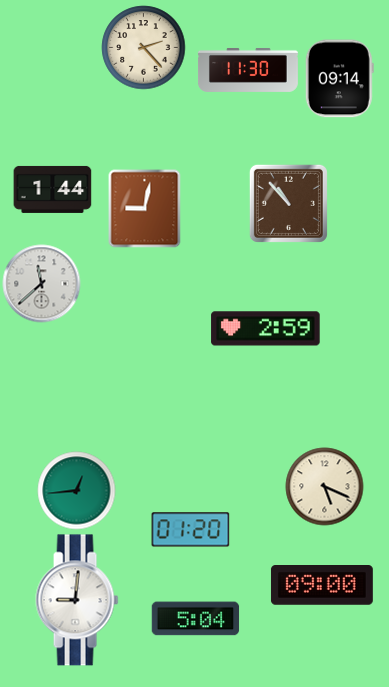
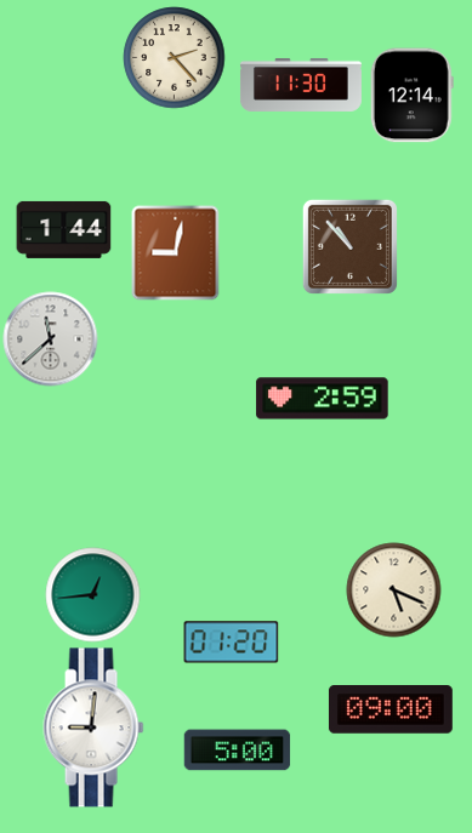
clock at (339, 78): 09:14 -> 12:14
clock at (41, 283) position: (41, 283) -> (50, 338)
clock at (195, 619): 5:04 -> 5:00
